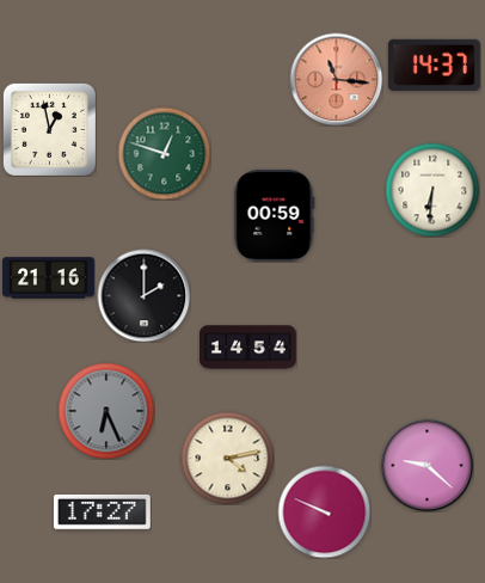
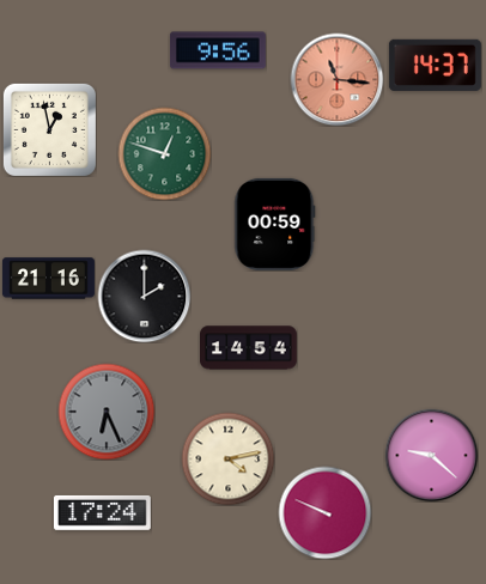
clock at (218, 50): none -> 9:56
clock at (432, 190): 6:31 -> none
clock at (275, 215) position: (275, 215) -> (275, 224)
clock at (426, 465) position: (426, 465) -> (431, 455)
clock at (102, 511): 17:27 -> 17:24
